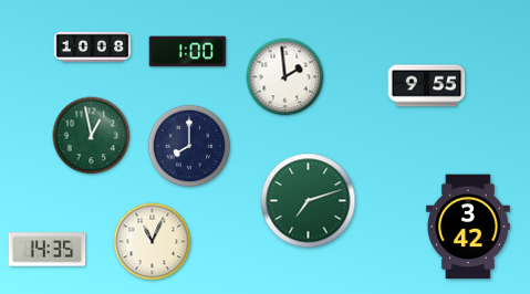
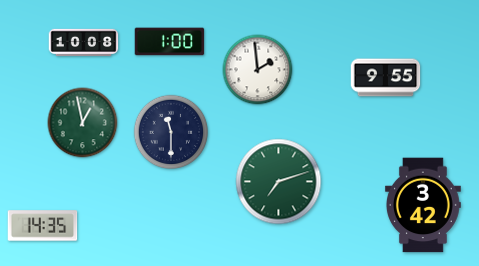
clock at (188, 52) position: (188, 52) -> (170, 42)
clock at (189, 146): 8:00 -> 11:30
clock at (153, 242): 11:04 -> none
